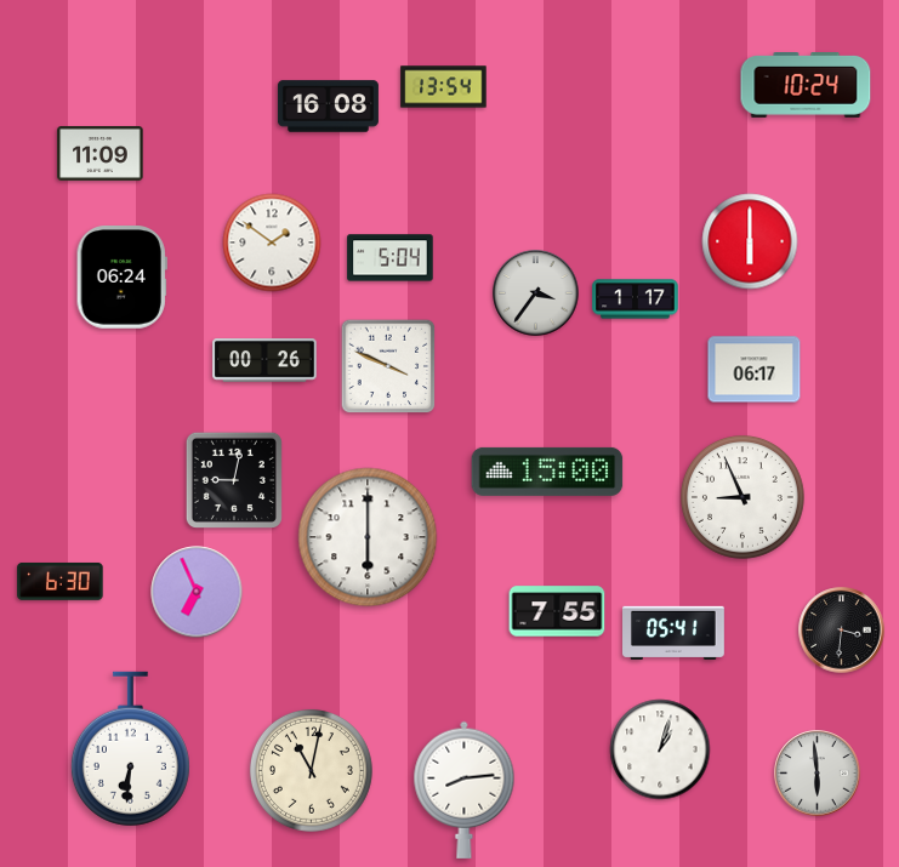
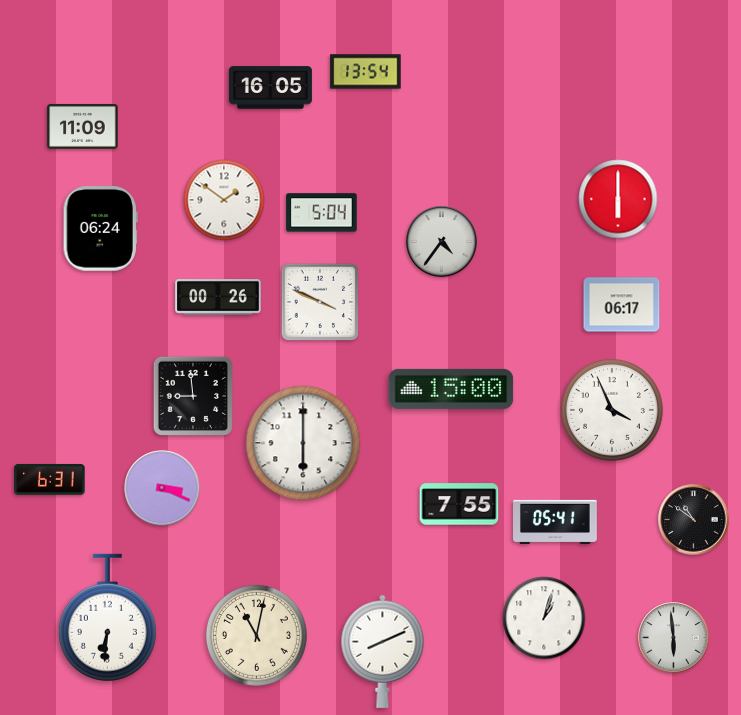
clock at (806, 86): 10:24 -> none
clock at (328, 107): 16:08 -> 16:05
clock at (536, 293): 3:36 -> 4:36
clock at (636, 300): 1:17 -> none
clock at (234, 480): 9:02 -> 8:59
clock at (742, 497): 8:56 -> 3:56
clock at (61, 581): 6:30 -> 6:31
clock at (197, 592): 6:56 -> 3:19
clock at (842, 631): 3:31 -> 10:51
clock at (465, 789): 8:14 -> 8:11
